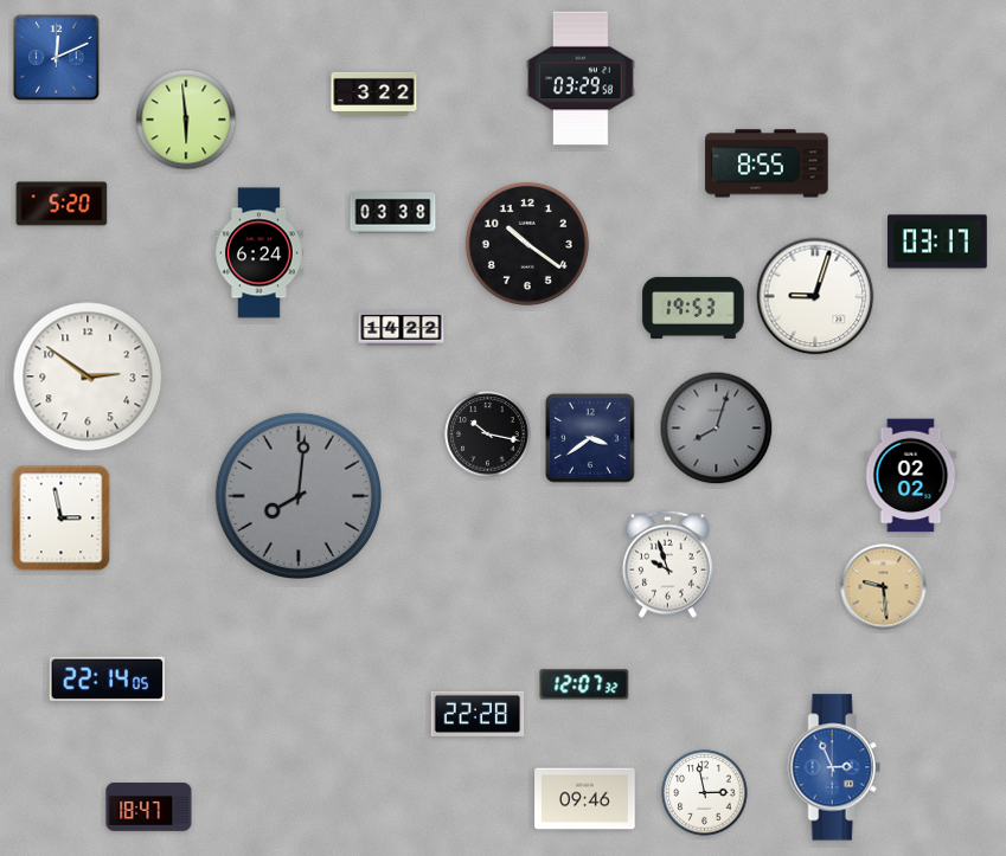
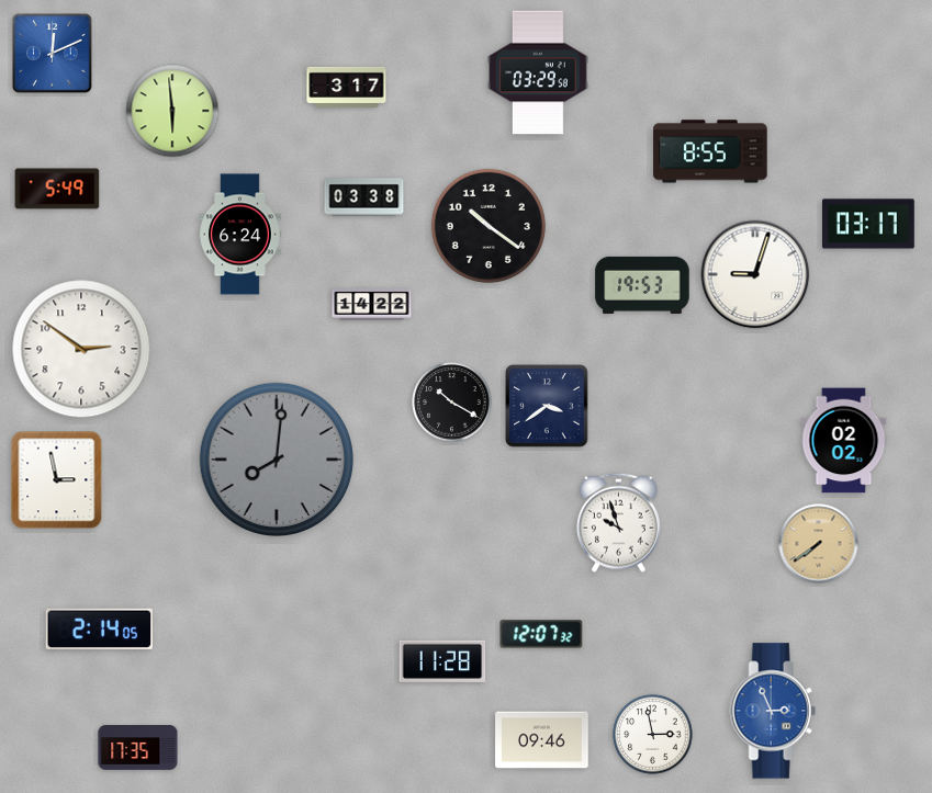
clock at (374, 94): 3:22 -> 3:17
clock at (62, 204): 5:20 -> 5:49
clock at (717, 429): 8:03 -> none
clock at (488, 435): 10:17 -> 10:20
clock at (884, 587): 9:29 -> 7:39
clock at (107, 678): 22:14 -> 2:14
clock at (478, 714): 22:28 -> 11:28
clock at (149, 807): 18:47 -> 17:35
